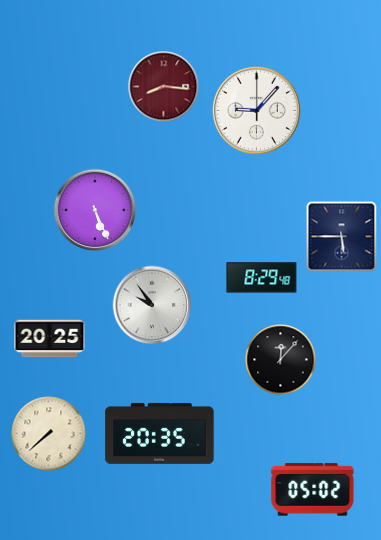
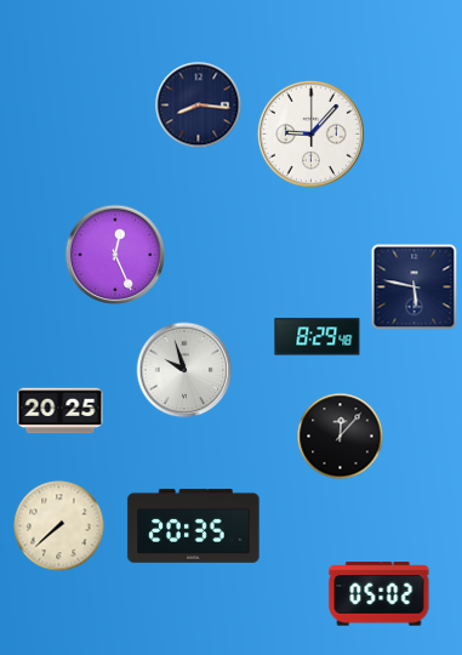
clock at (164, 87) dial: burgundy -> navy
clock at (95, 210): 5:26 -> 12:26
clock at (342, 237): 5:45 -> 5:47
clock at (152, 305): 9:54 -> 9:57
